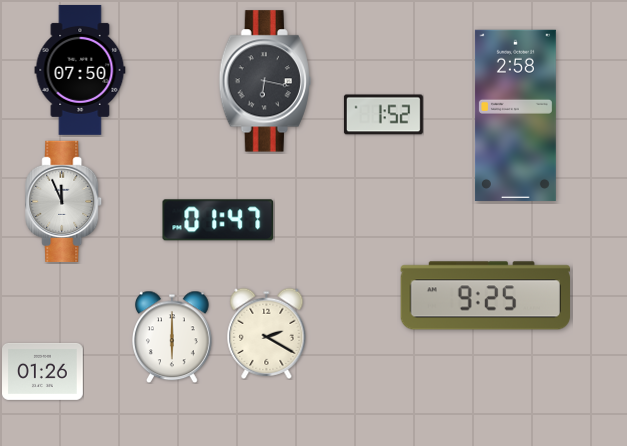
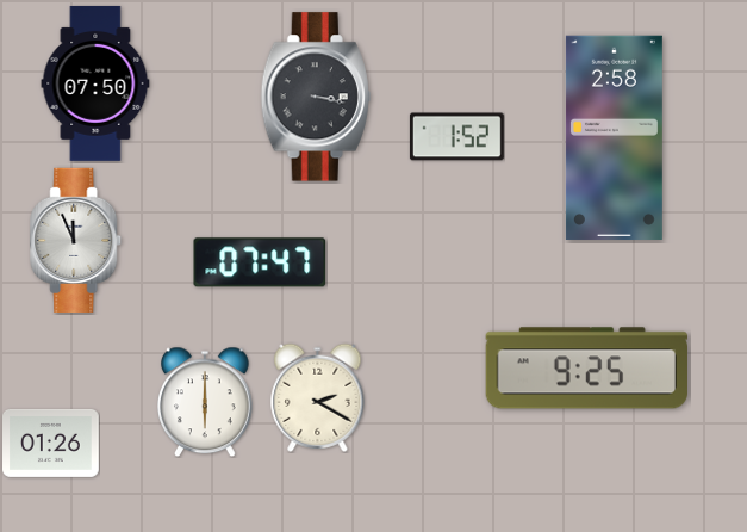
clock at (265, 81): 6:17 -> 3:17
clock at (218, 220): 01:47 -> 07:47
clock at (485, 296) position: (485, 296) -> (586, 369)
